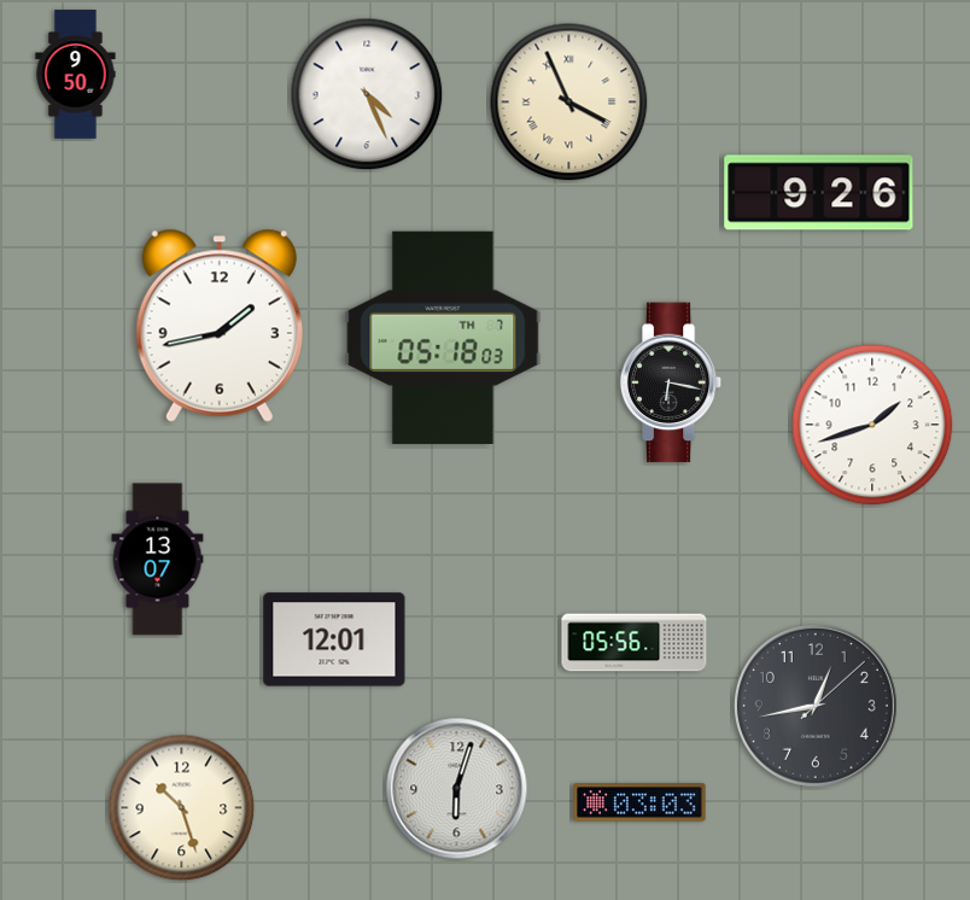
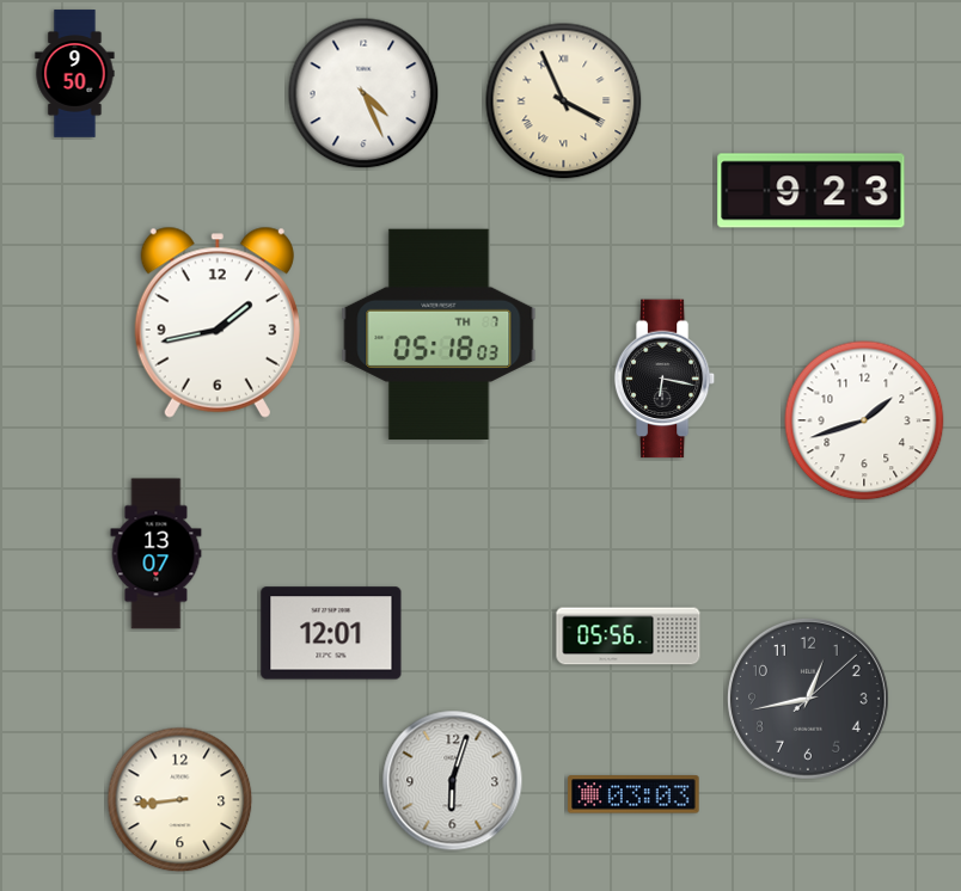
clock at (819, 193): 9:26 -> 9:23
clock at (182, 808): 10:27 -> 8:44
